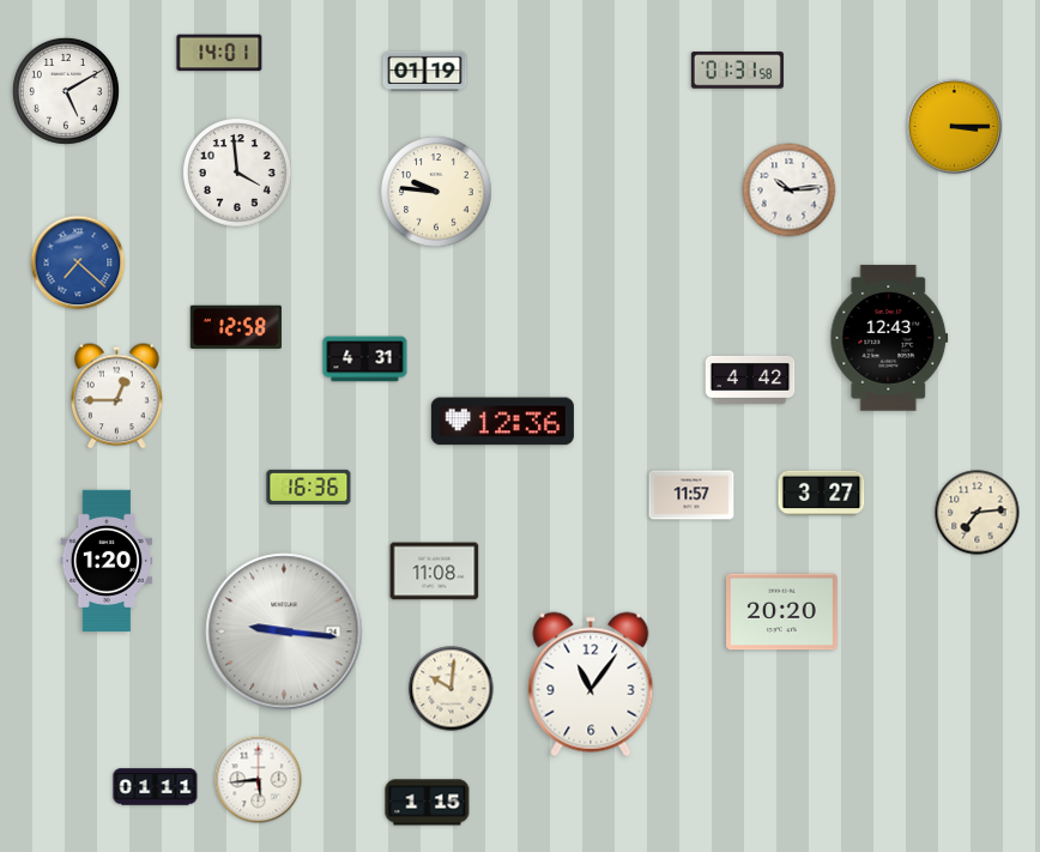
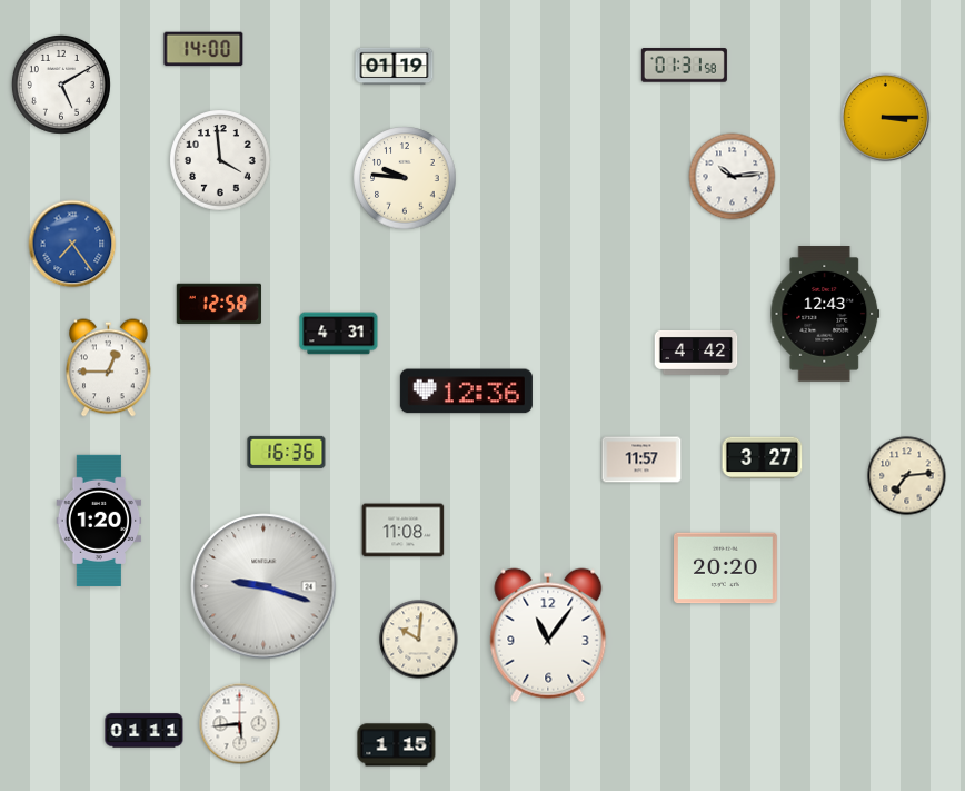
clock at (219, 53): 14:01 -> 14:00
clock at (78, 262): 7:22 -> 7:24
clock at (284, 632): 9:16 -> 9:18
